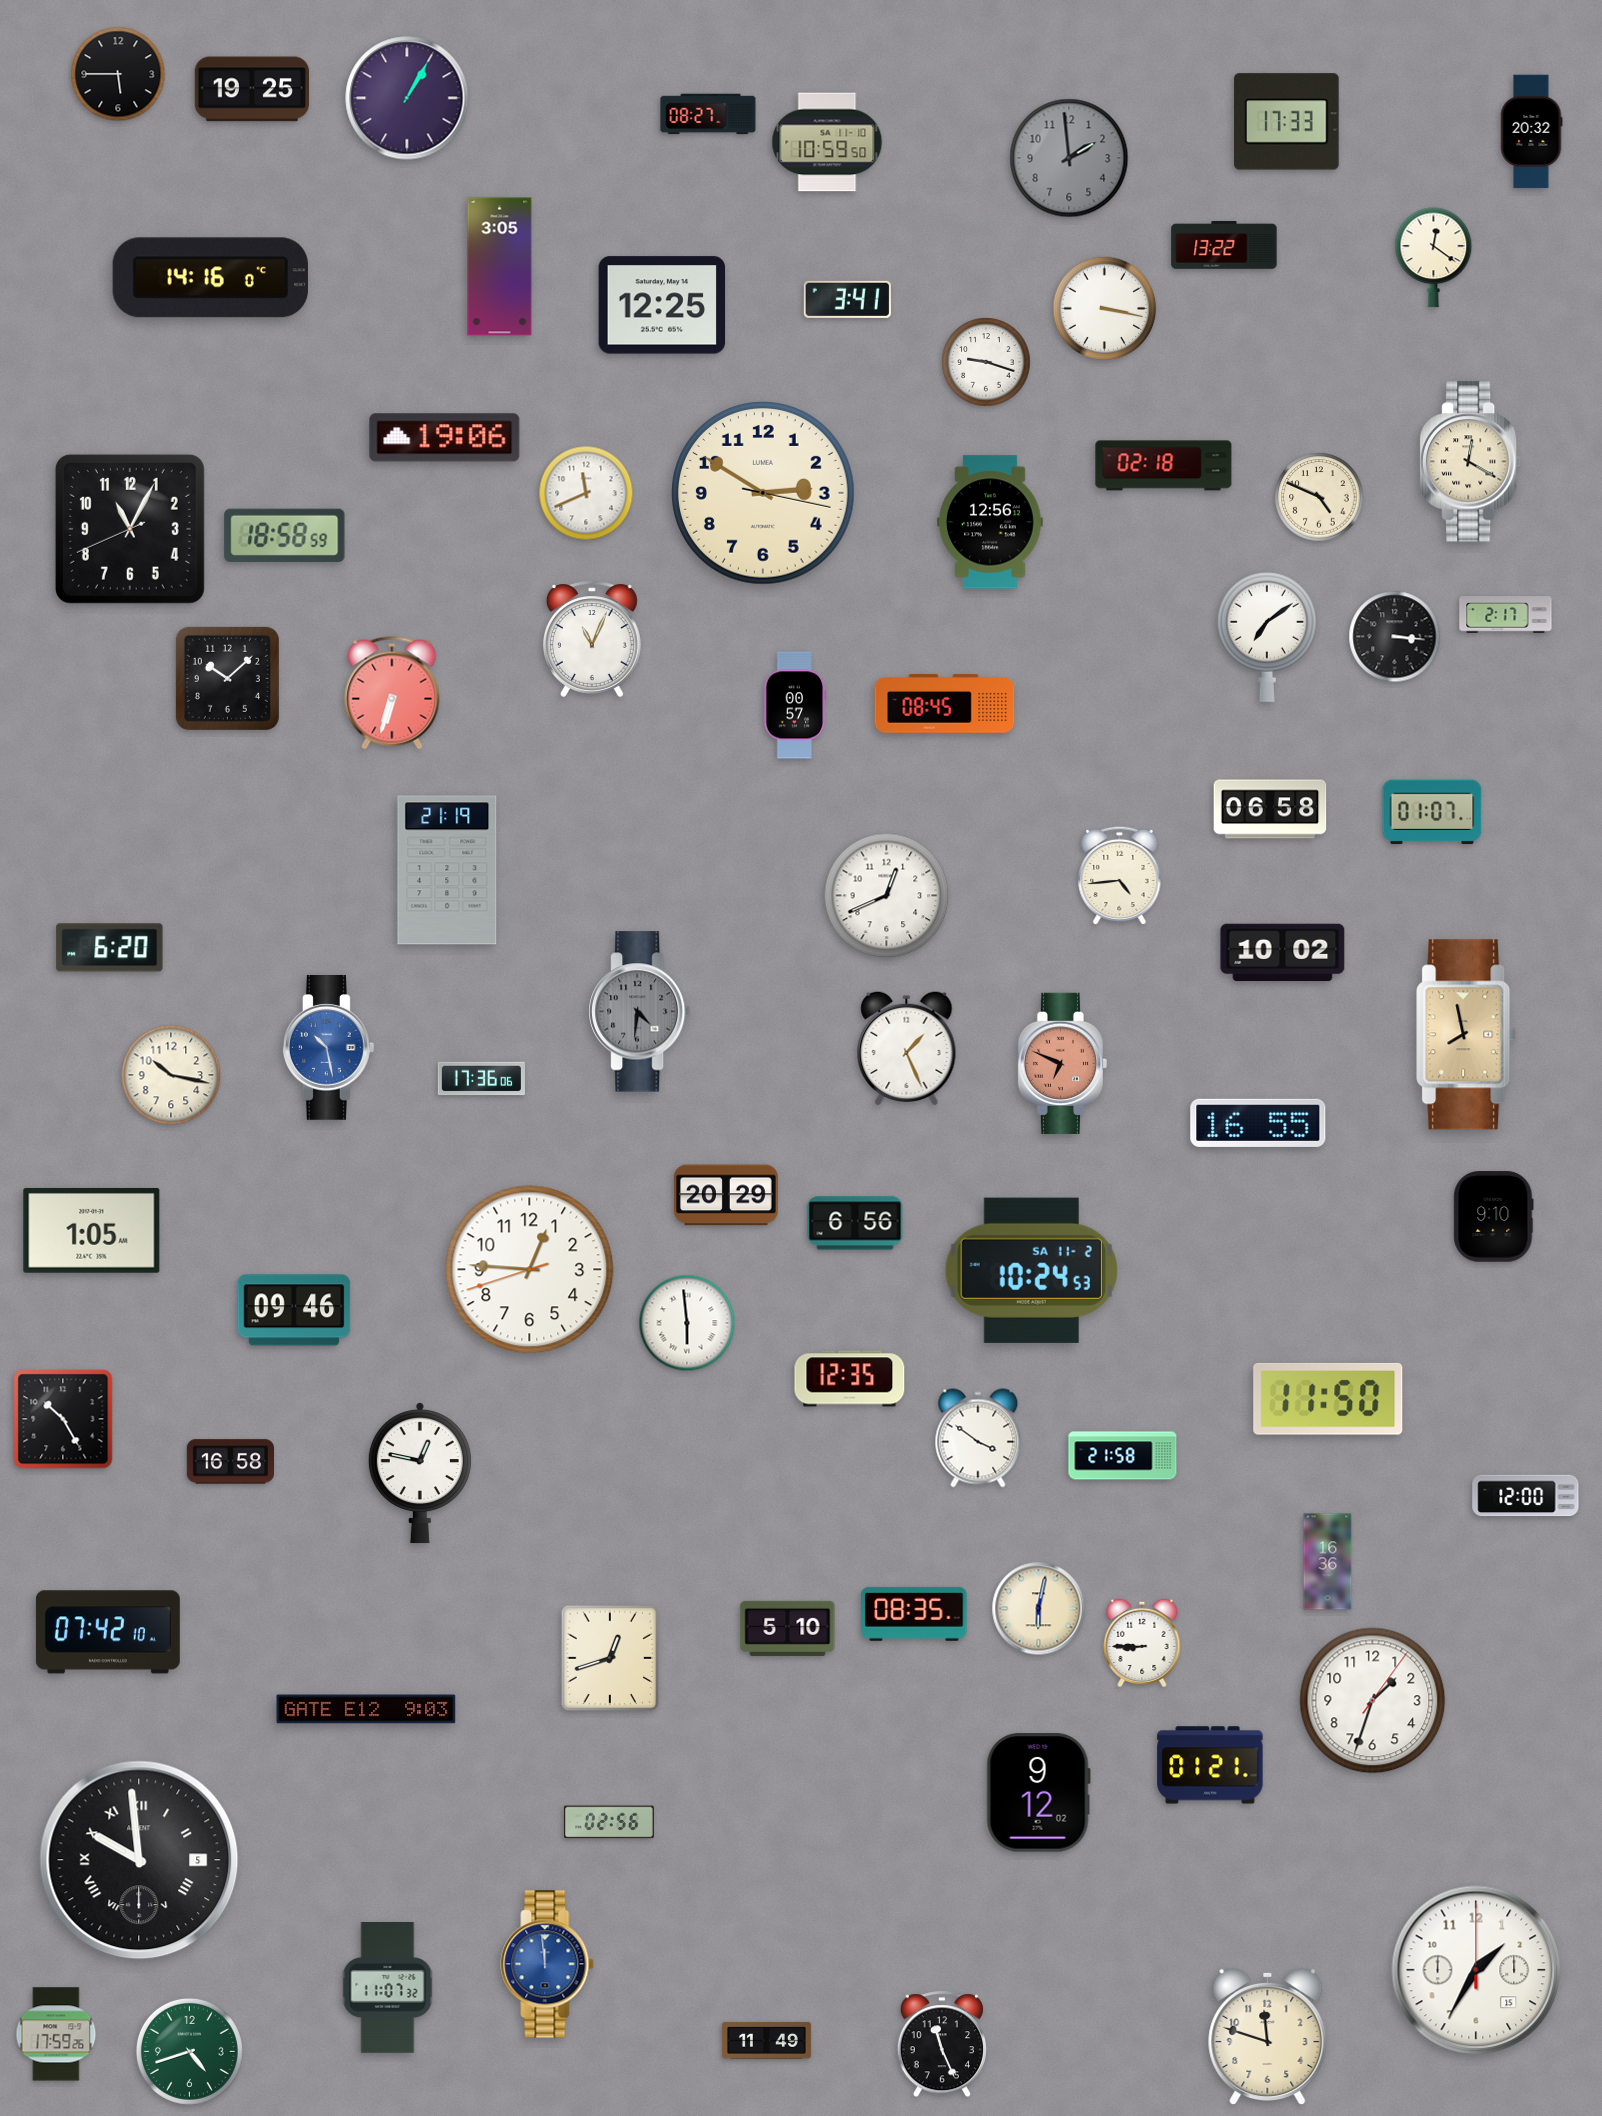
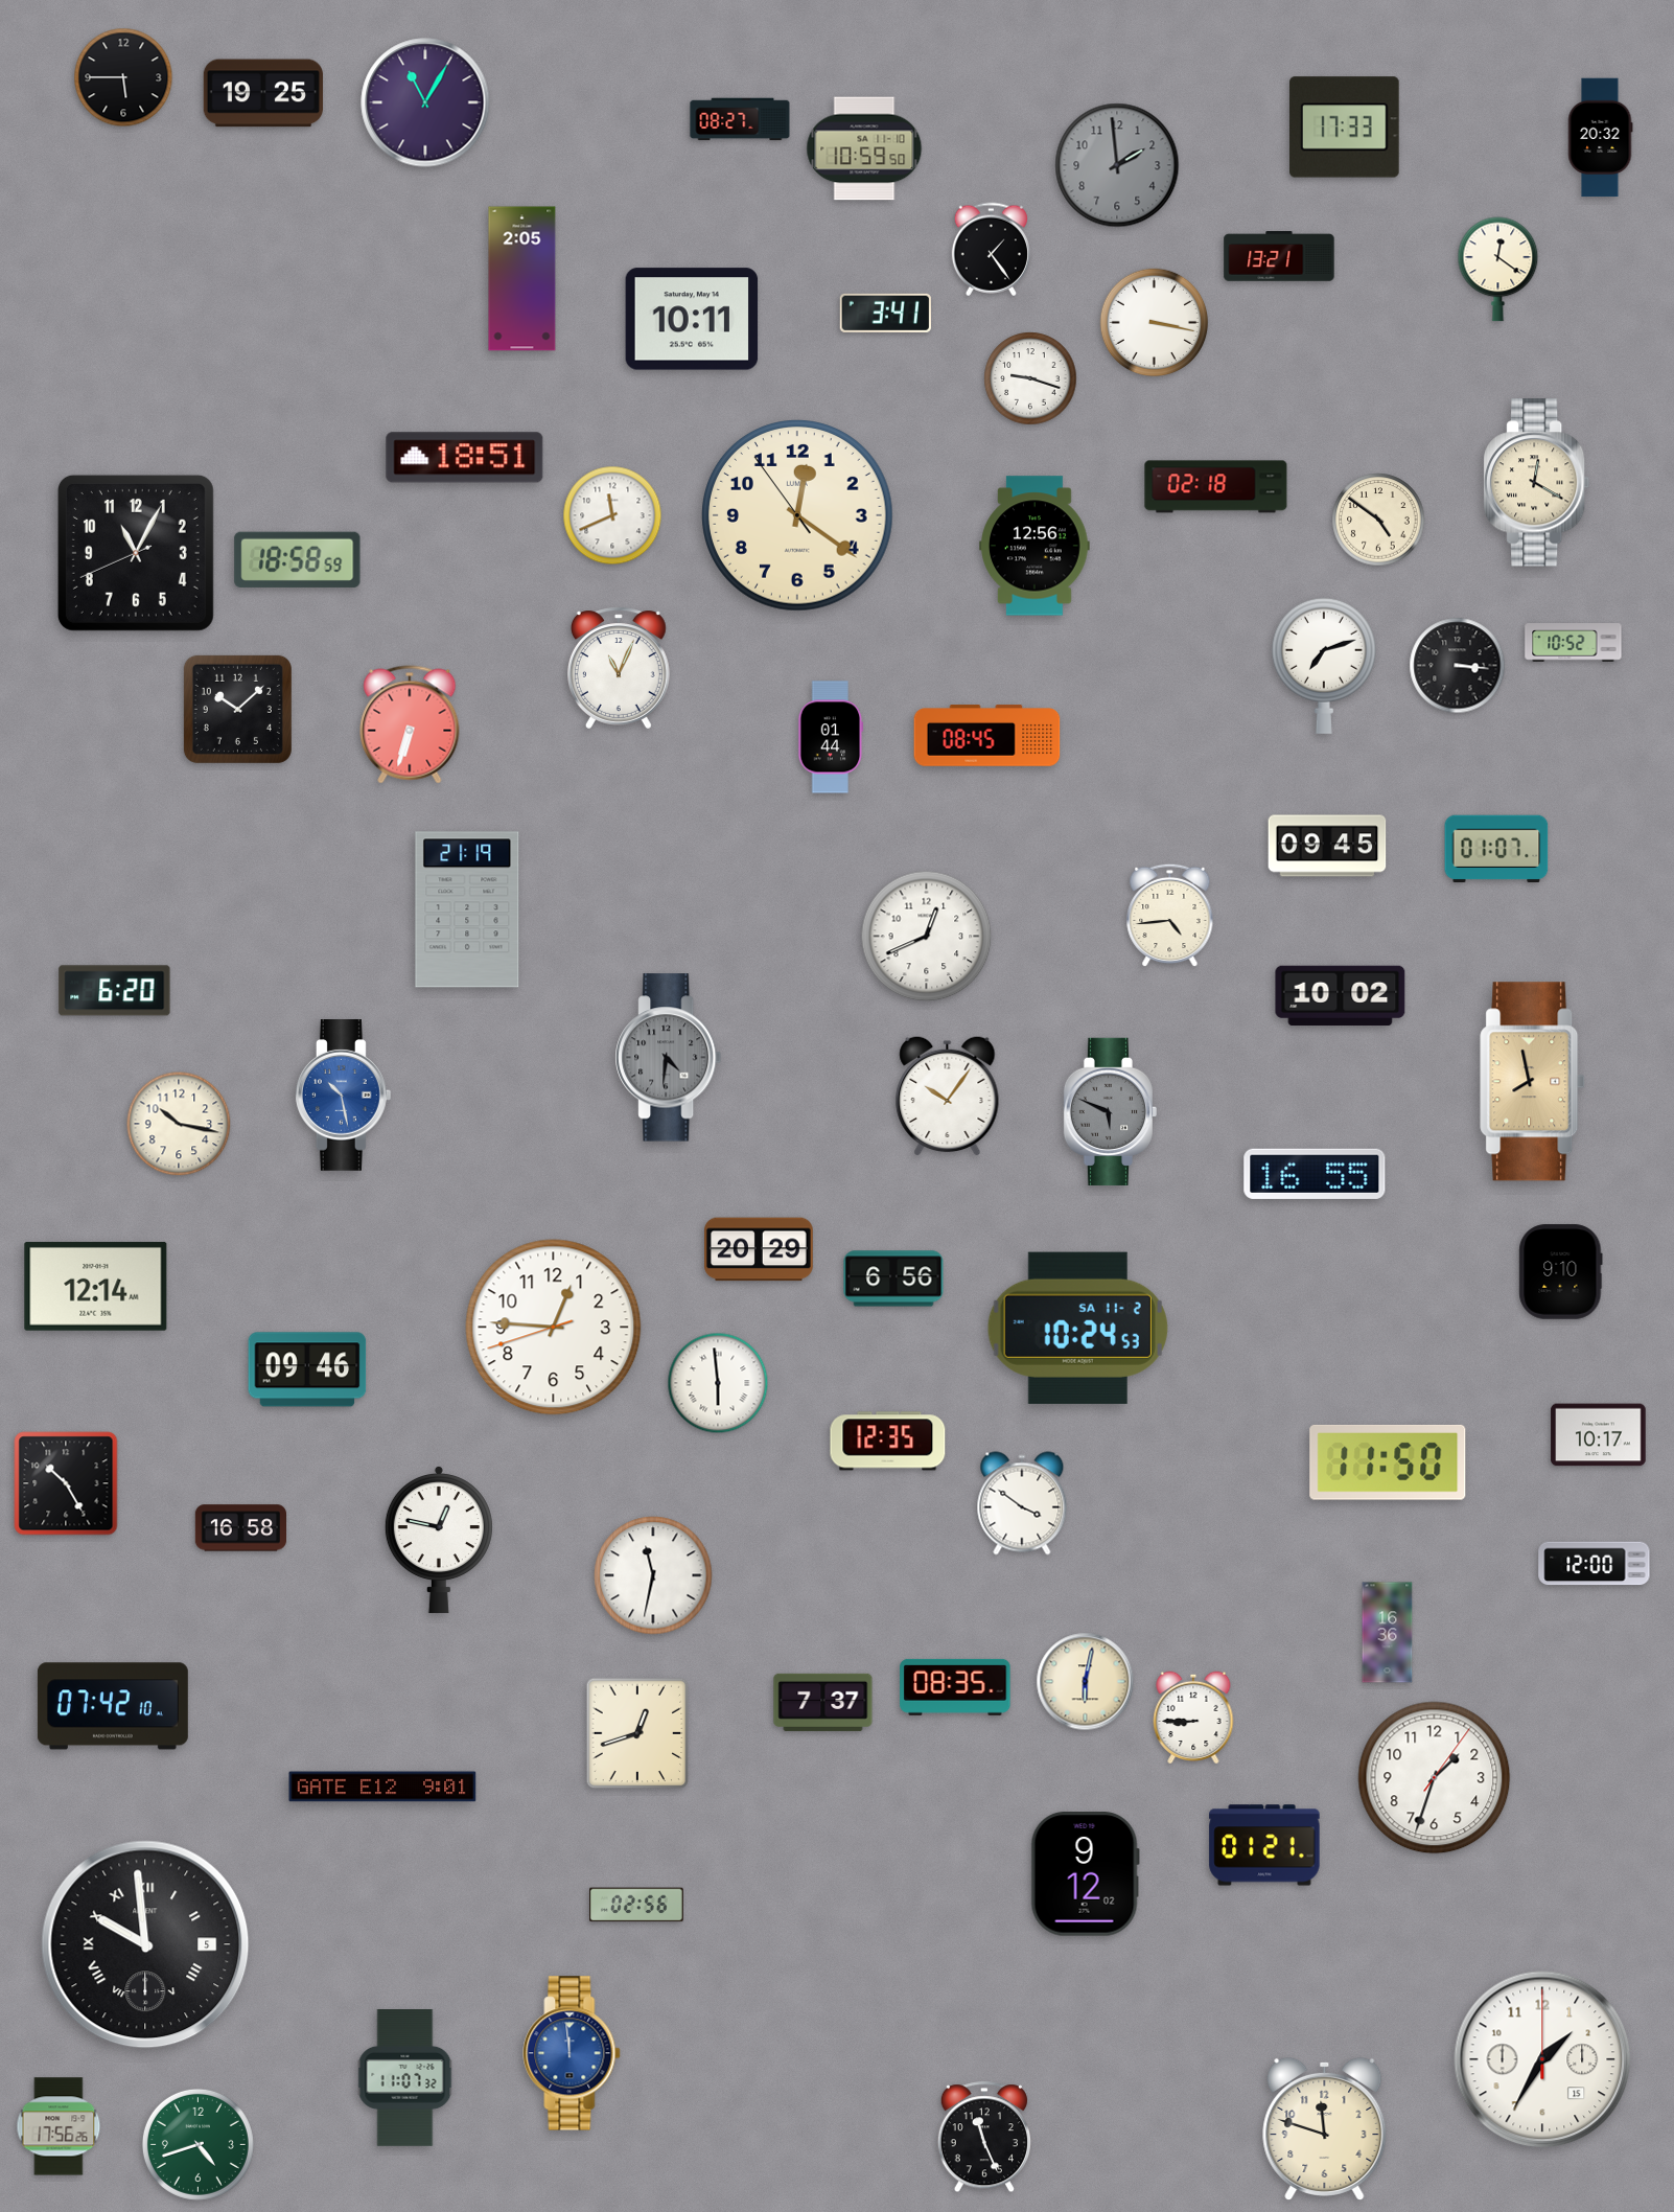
clock at (407, 98): 1:05 -> 11:05
clock at (991, 250): none -> 1:24
clock at (1224, 245): 13:22 -> 13:21
clock at (500, 267): 3:05 -> 2:05
clock at (210, 278): 14:16 -> none
clock at (662, 305): 12:25 -> 10:11
clock at (445, 438): 19:06 -> 18:51
clock at (763, 493): 2:50 -> 12:20
clock at (1319, 497): 4:49 -> 4:51
clock at (1506, 615): 2:17 -> 10:52
clock at (1267, 637): 7:09 -> 7:12
clock at (795, 705): 00:57 -> 01:44
clock at (1270, 809): 06:58 -> 09:45
clock at (907, 1048): 1:26 -> 10:06
clock at (1062, 1063): 6:49 -> 5:49
clock at (1062, 1063) dial: salmon -> grey
clock at (481, 1079): 17:36 -> none
clock at (92, 1230): 1:05 -> 12:14
clock at (1599, 1435): none -> 10:17
clock at (1123, 1456): 21:58 -> none
clock at (653, 1575): none -> 11:32
clock at (788, 1628): 5:10 -> 7:37
clock at (366, 1709): 9:03 -> 9:01
clock at (56, 2034): 17:59 -> 17:56
clock at (766, 2040): 11:49 -> none
